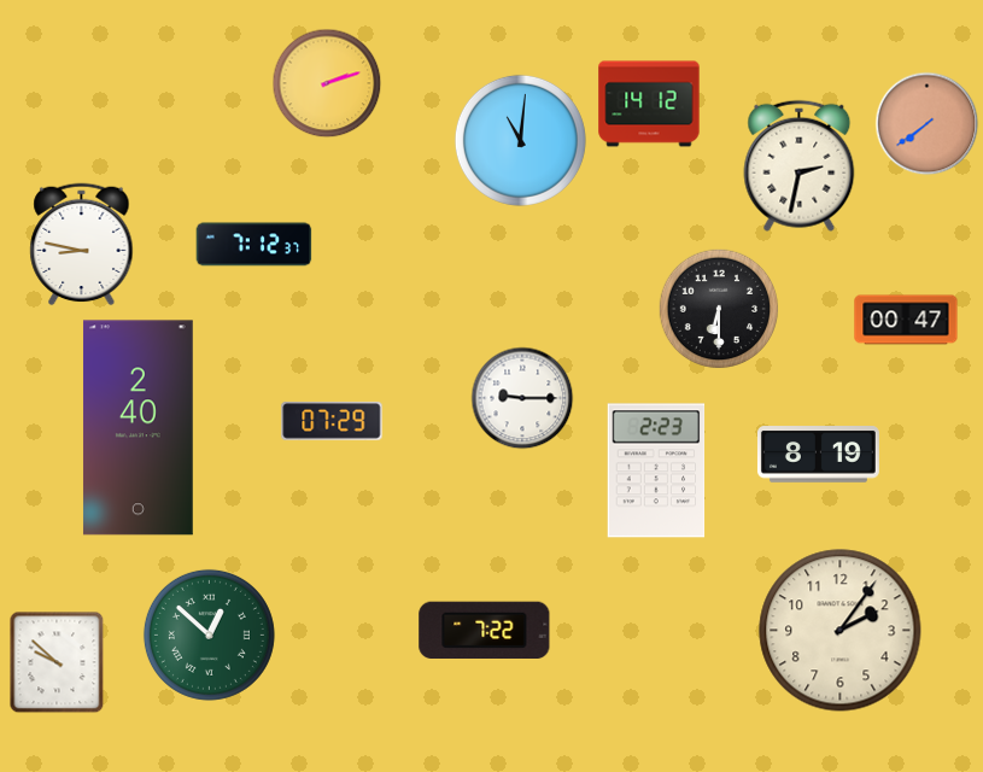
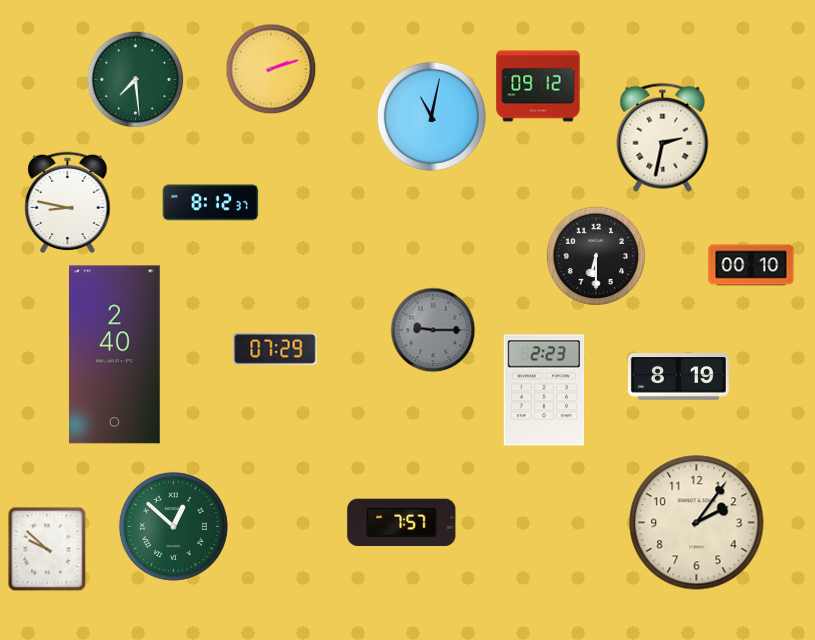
clock at (136, 80): none -> 7:29
clock at (649, 104): 14:12 -> 09:12
clock at (928, 124): 7:39 -> none
clock at (520, 140): 11:01 -> 11:02
clock at (254, 245): 7:12 -> 8:12
clock at (906, 320): 00:47 -> 00:10
clock at (522, 398) dial: white -> grey
clock at (485, 630): 7:22 -> 7:57
